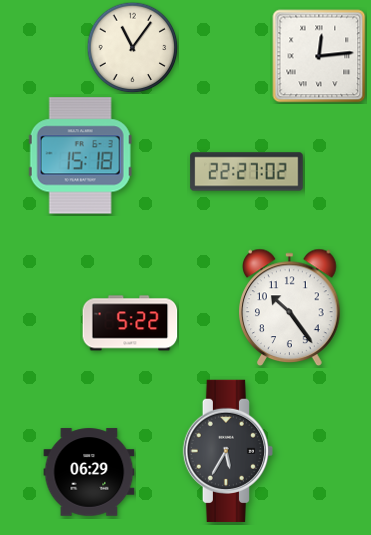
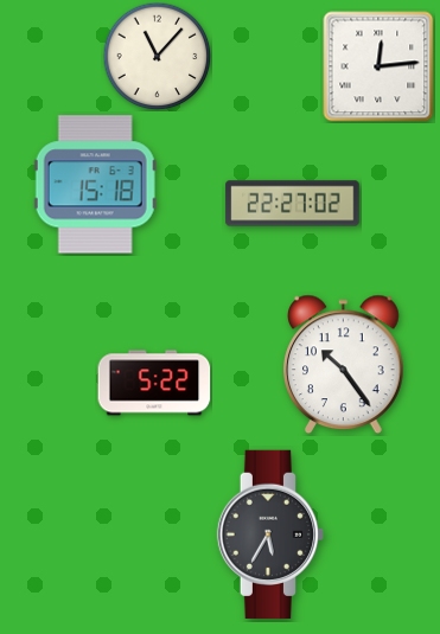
clock at (132, 47): 11:06 -> 11:07
clock at (89, 472): 06:29 -> none
